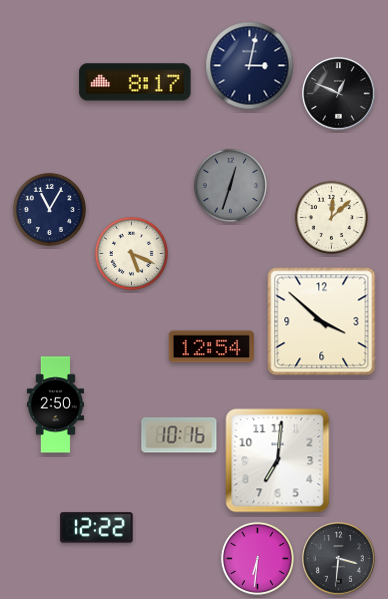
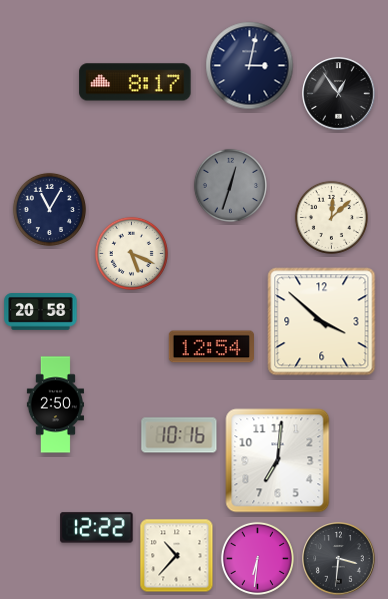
clock at (339, 94): 12:49 -> 12:54
clock at (41, 312): none -> 20:58
clock at (177, 556): none -> 10:37
